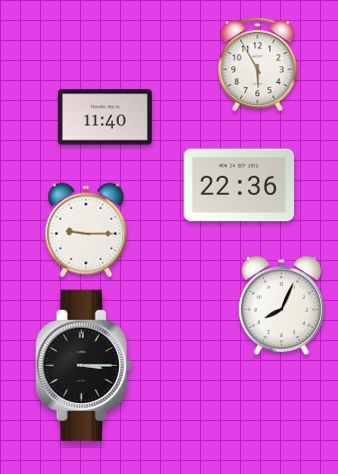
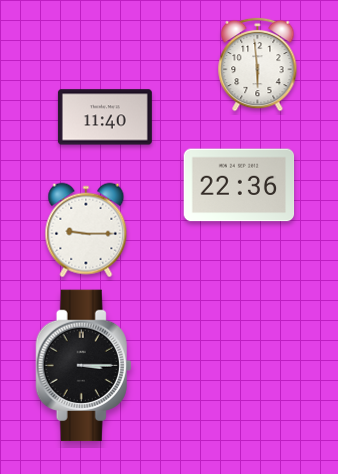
clock at (258, 64): 5:55 -> 5:59
clock at (281, 306): 8:04 -> none
